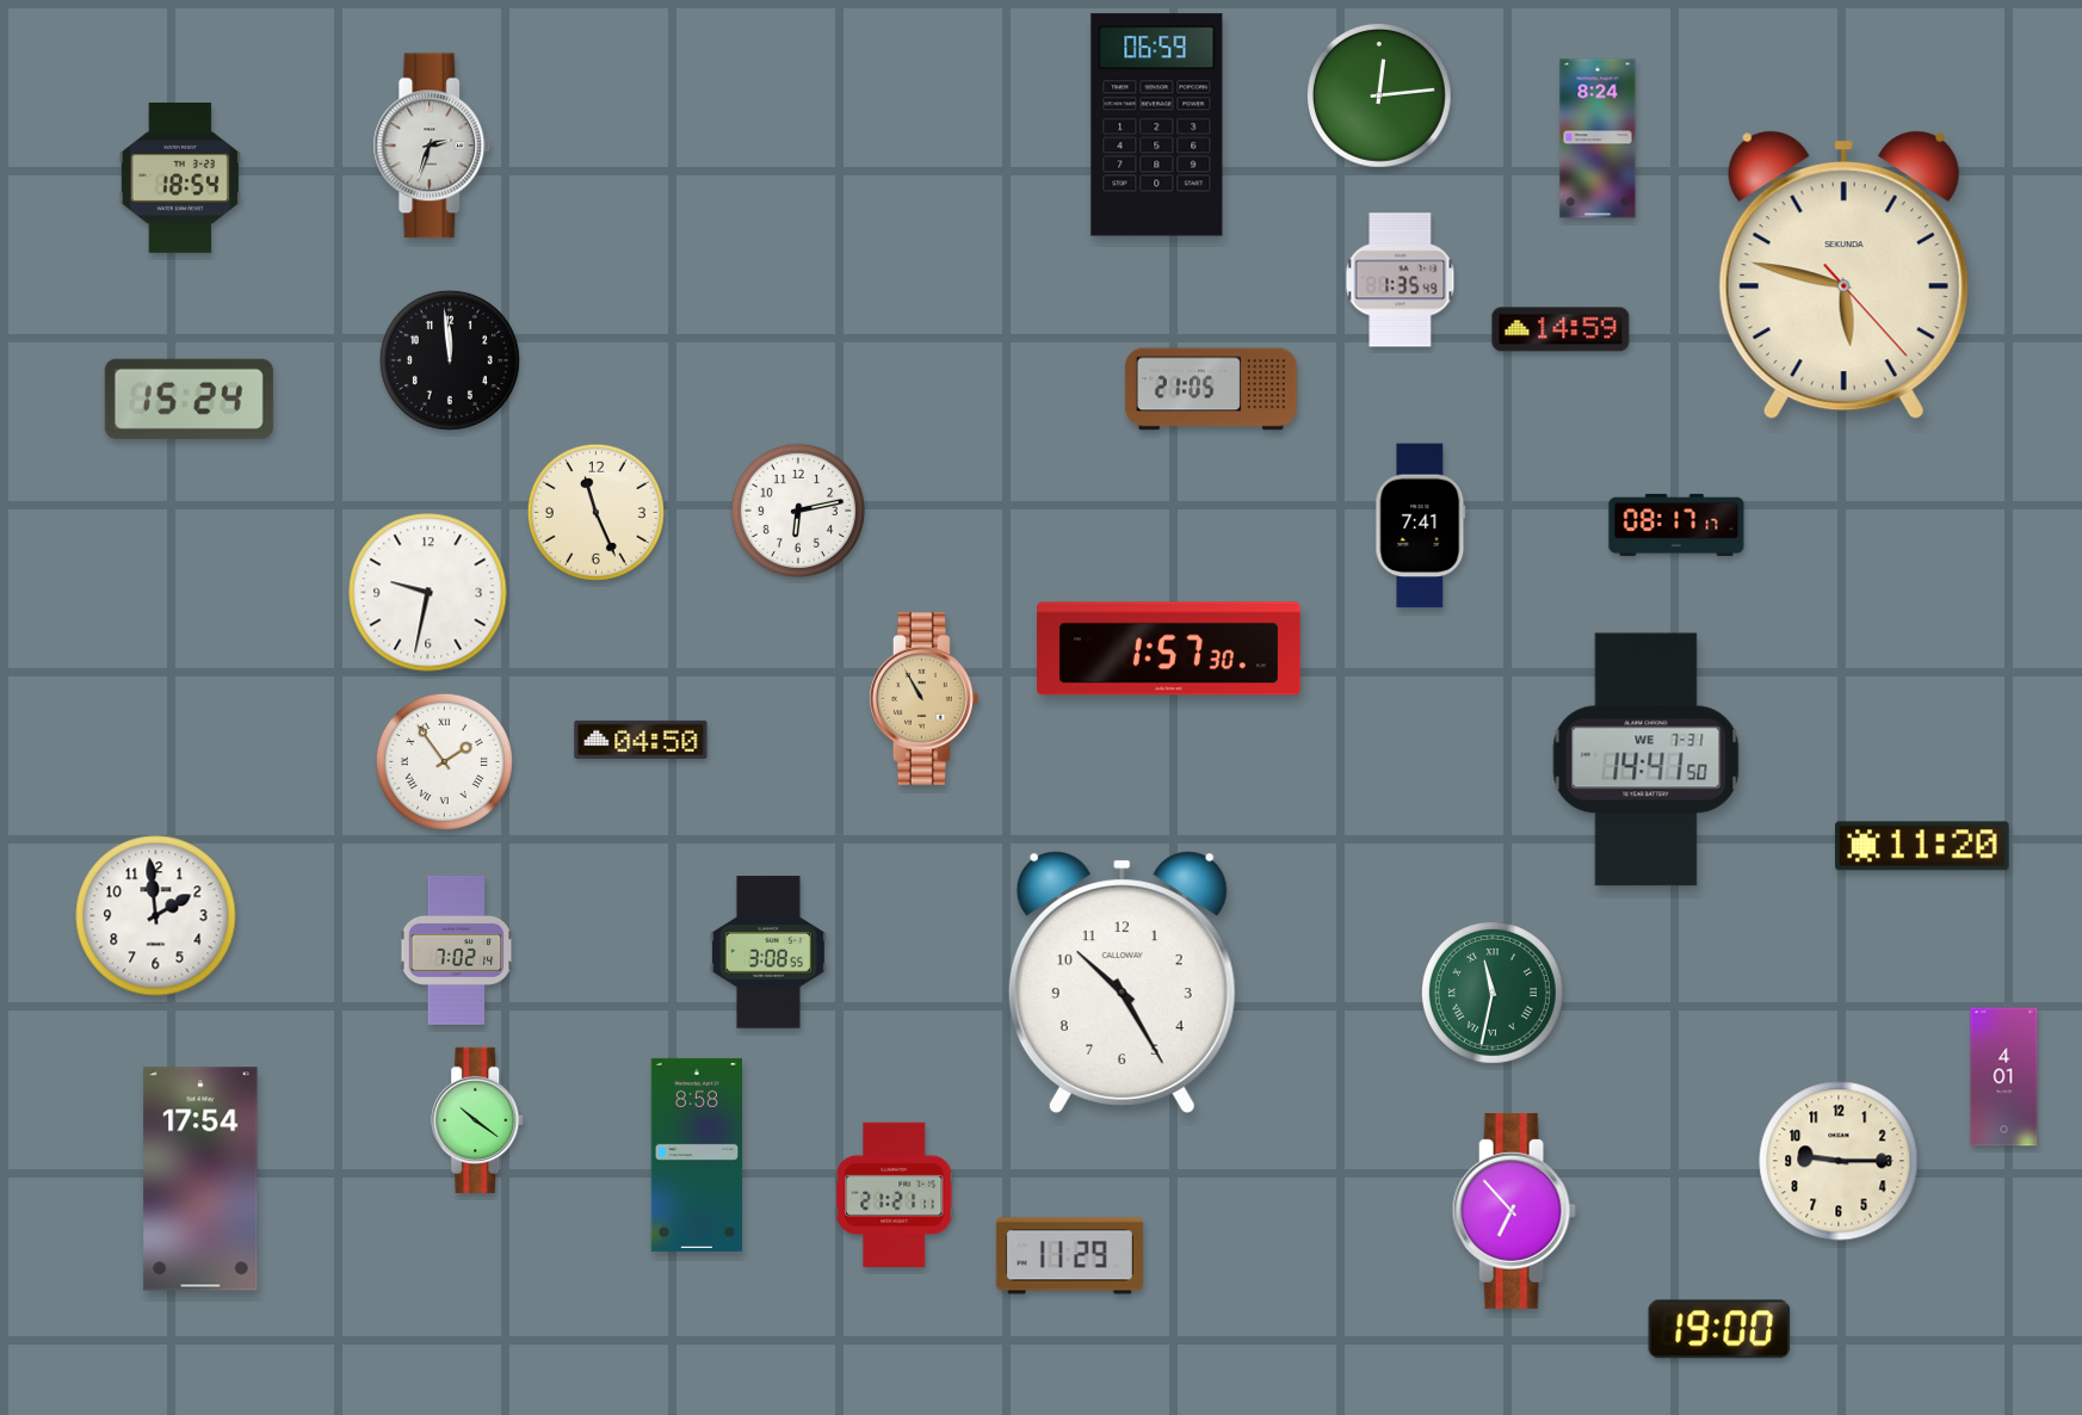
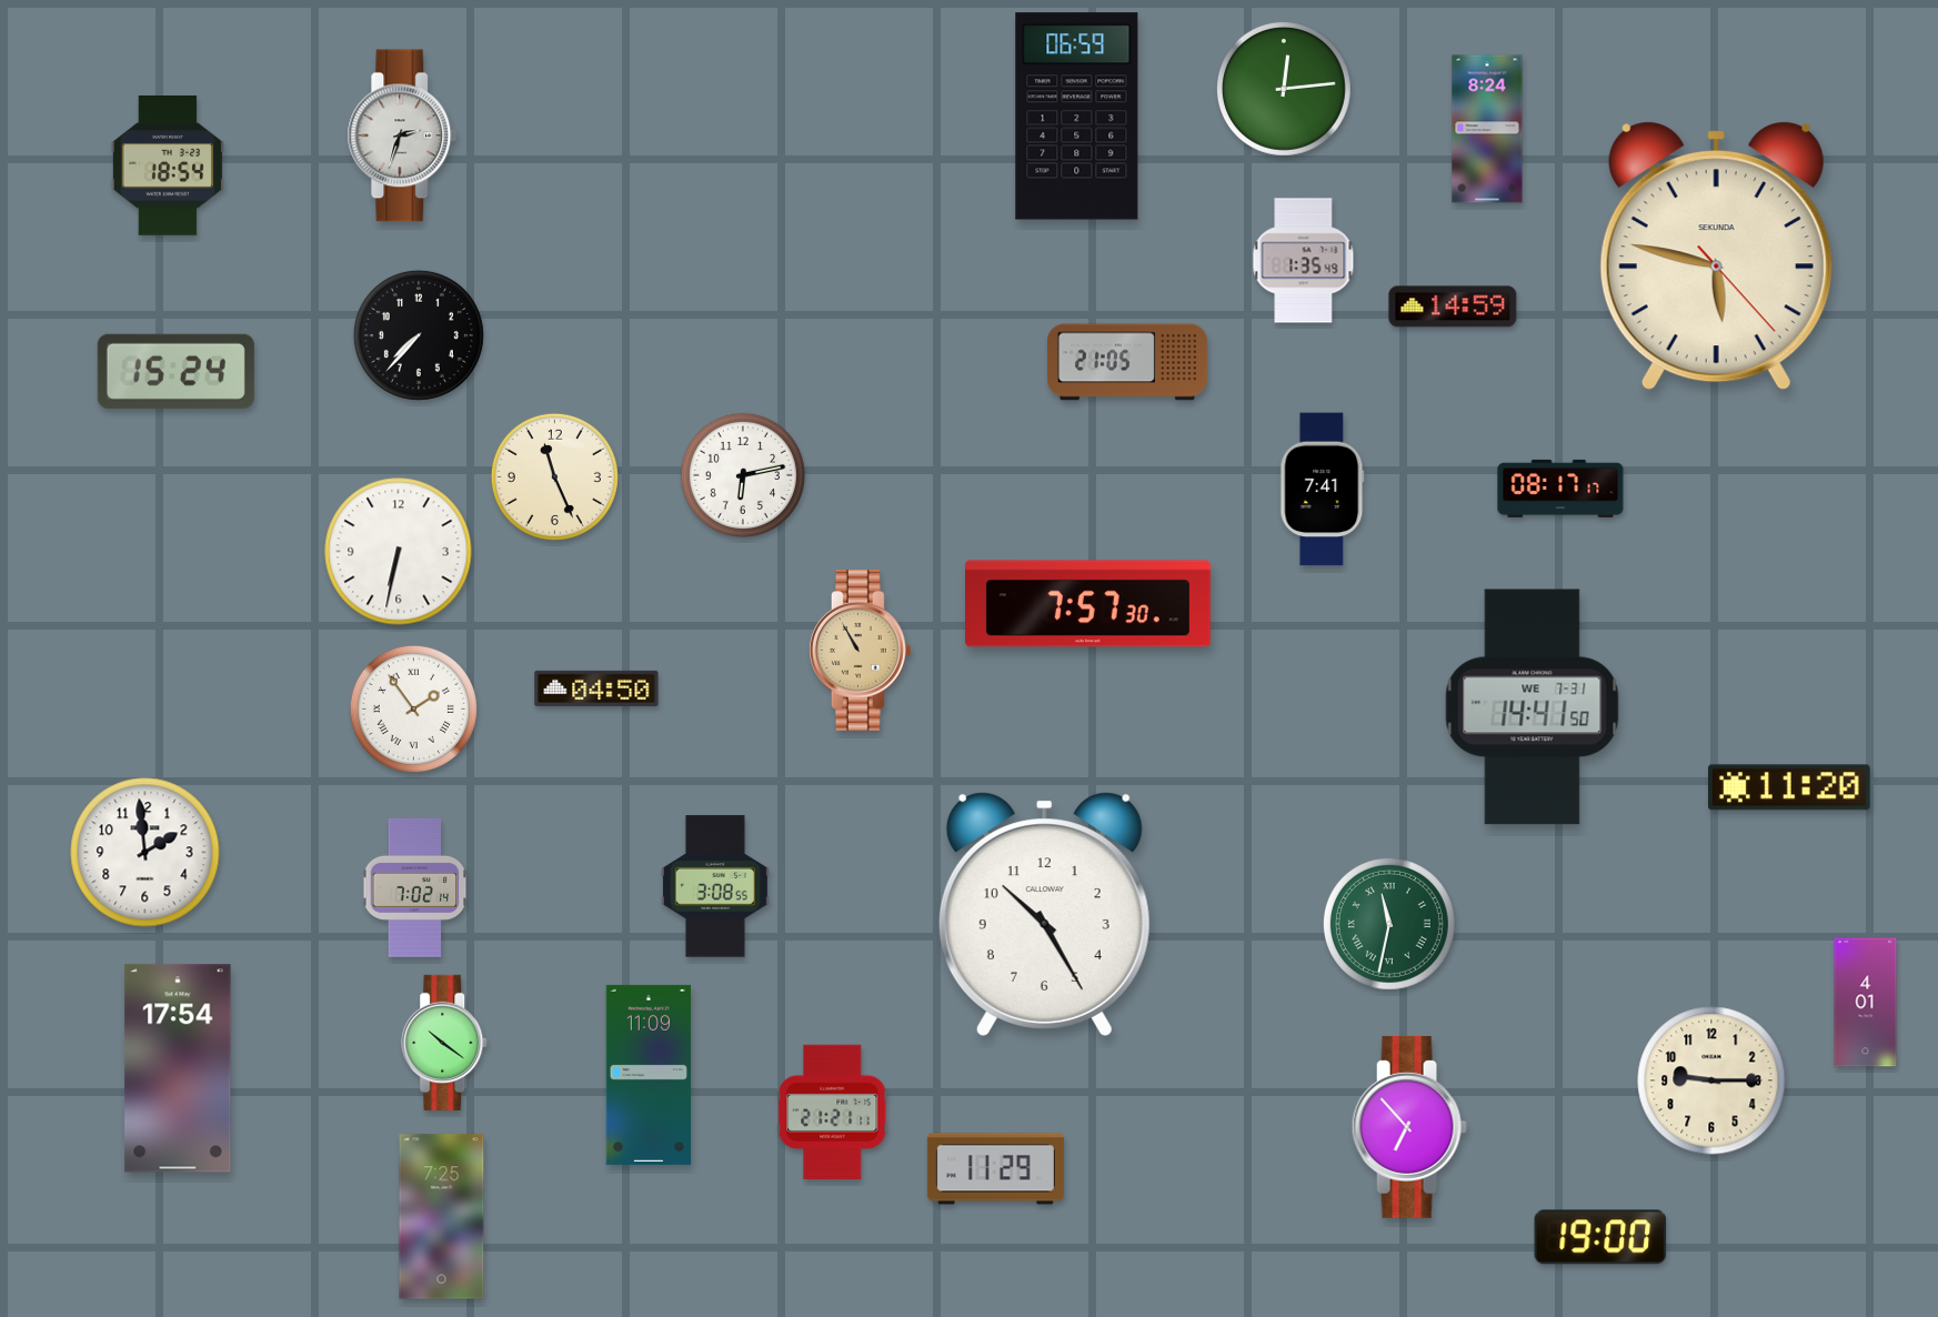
clock at (450, 360): 11:59 -> 7:37
clock at (428, 593): 9:32 -> 6:32
clock at (1169, 649): 1:57 -> 7:57
clock at (457, 950) position: (457, 950) -> (415, 887)
clock at (696, 1155): 8:58 -> 11:09
clock at (200, 1179) position: (200, 1179) -> (178, 1068)
clock at (442, 1217): none -> 7:25
